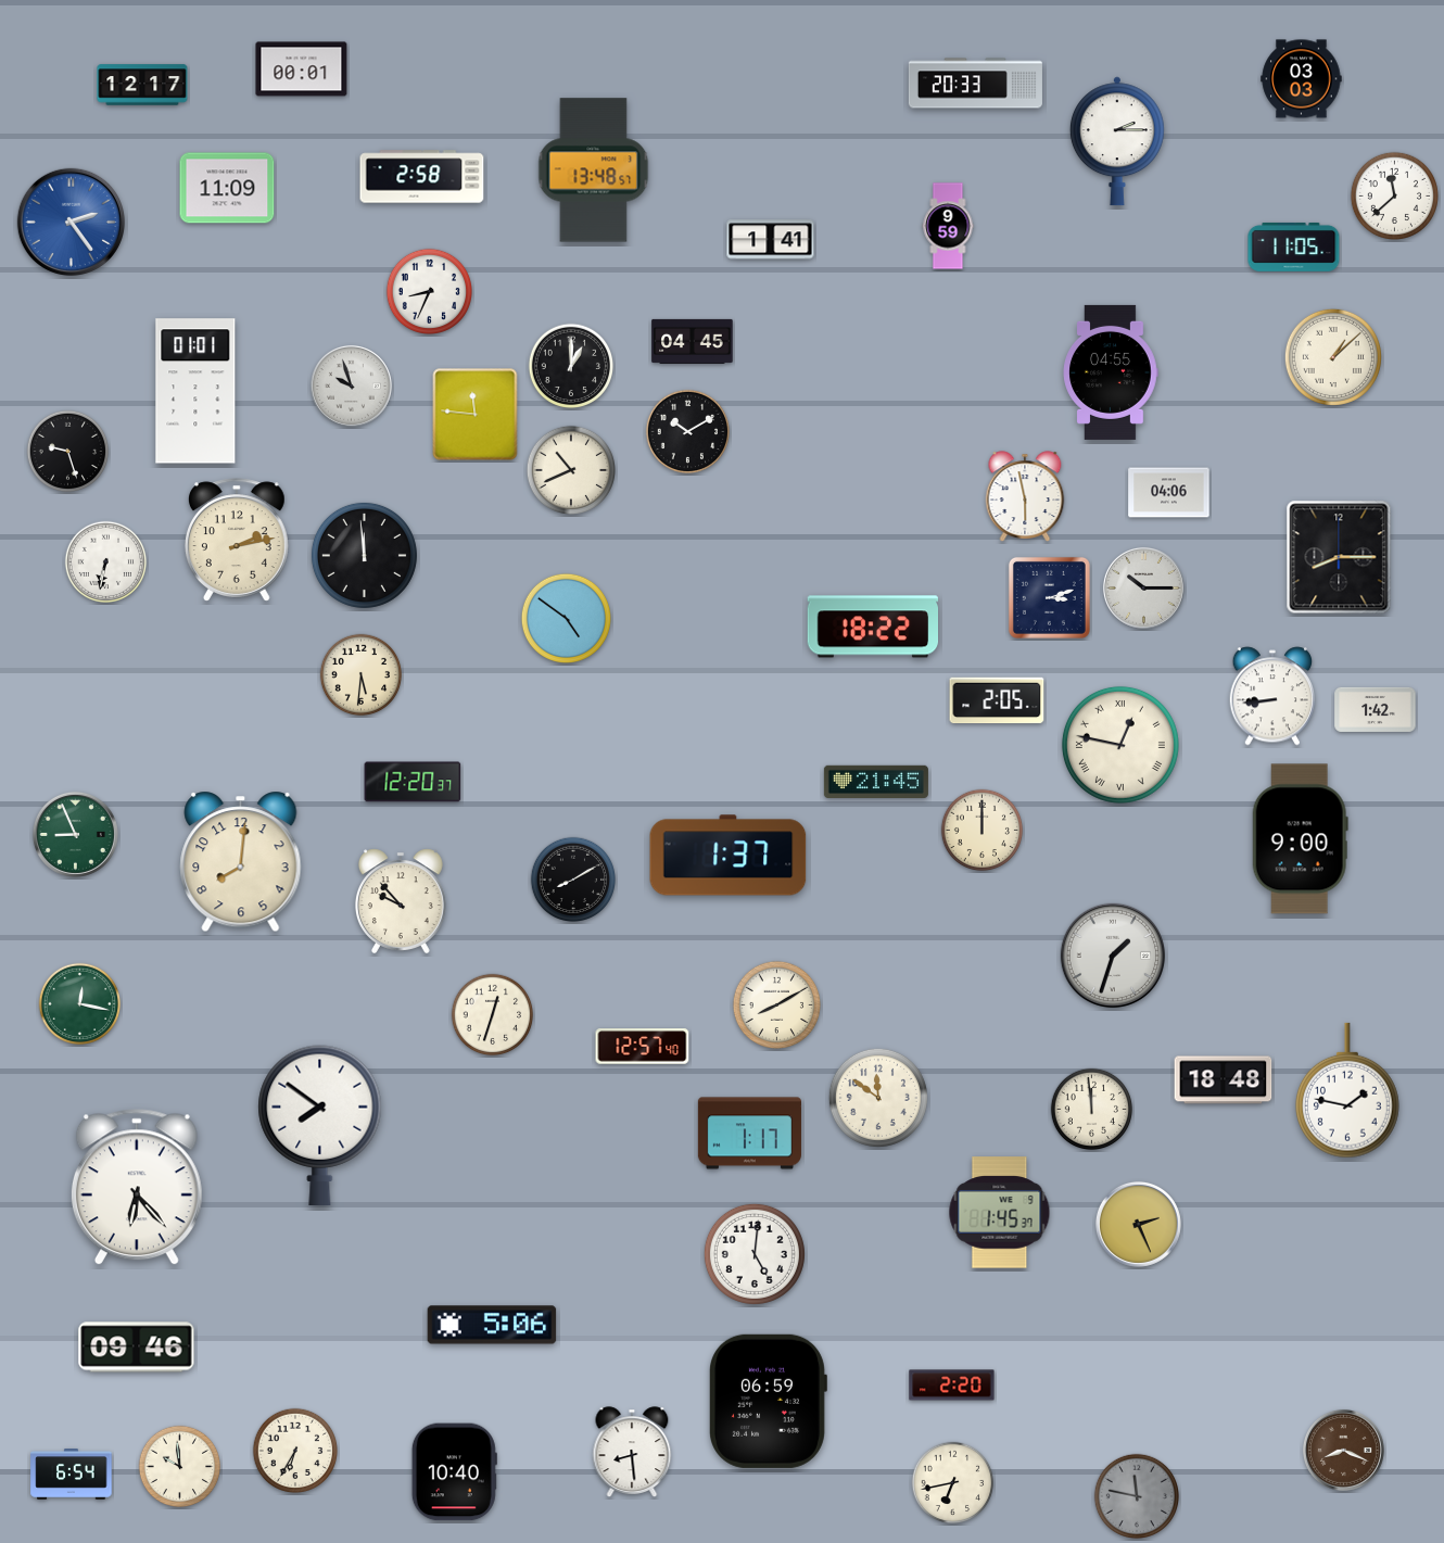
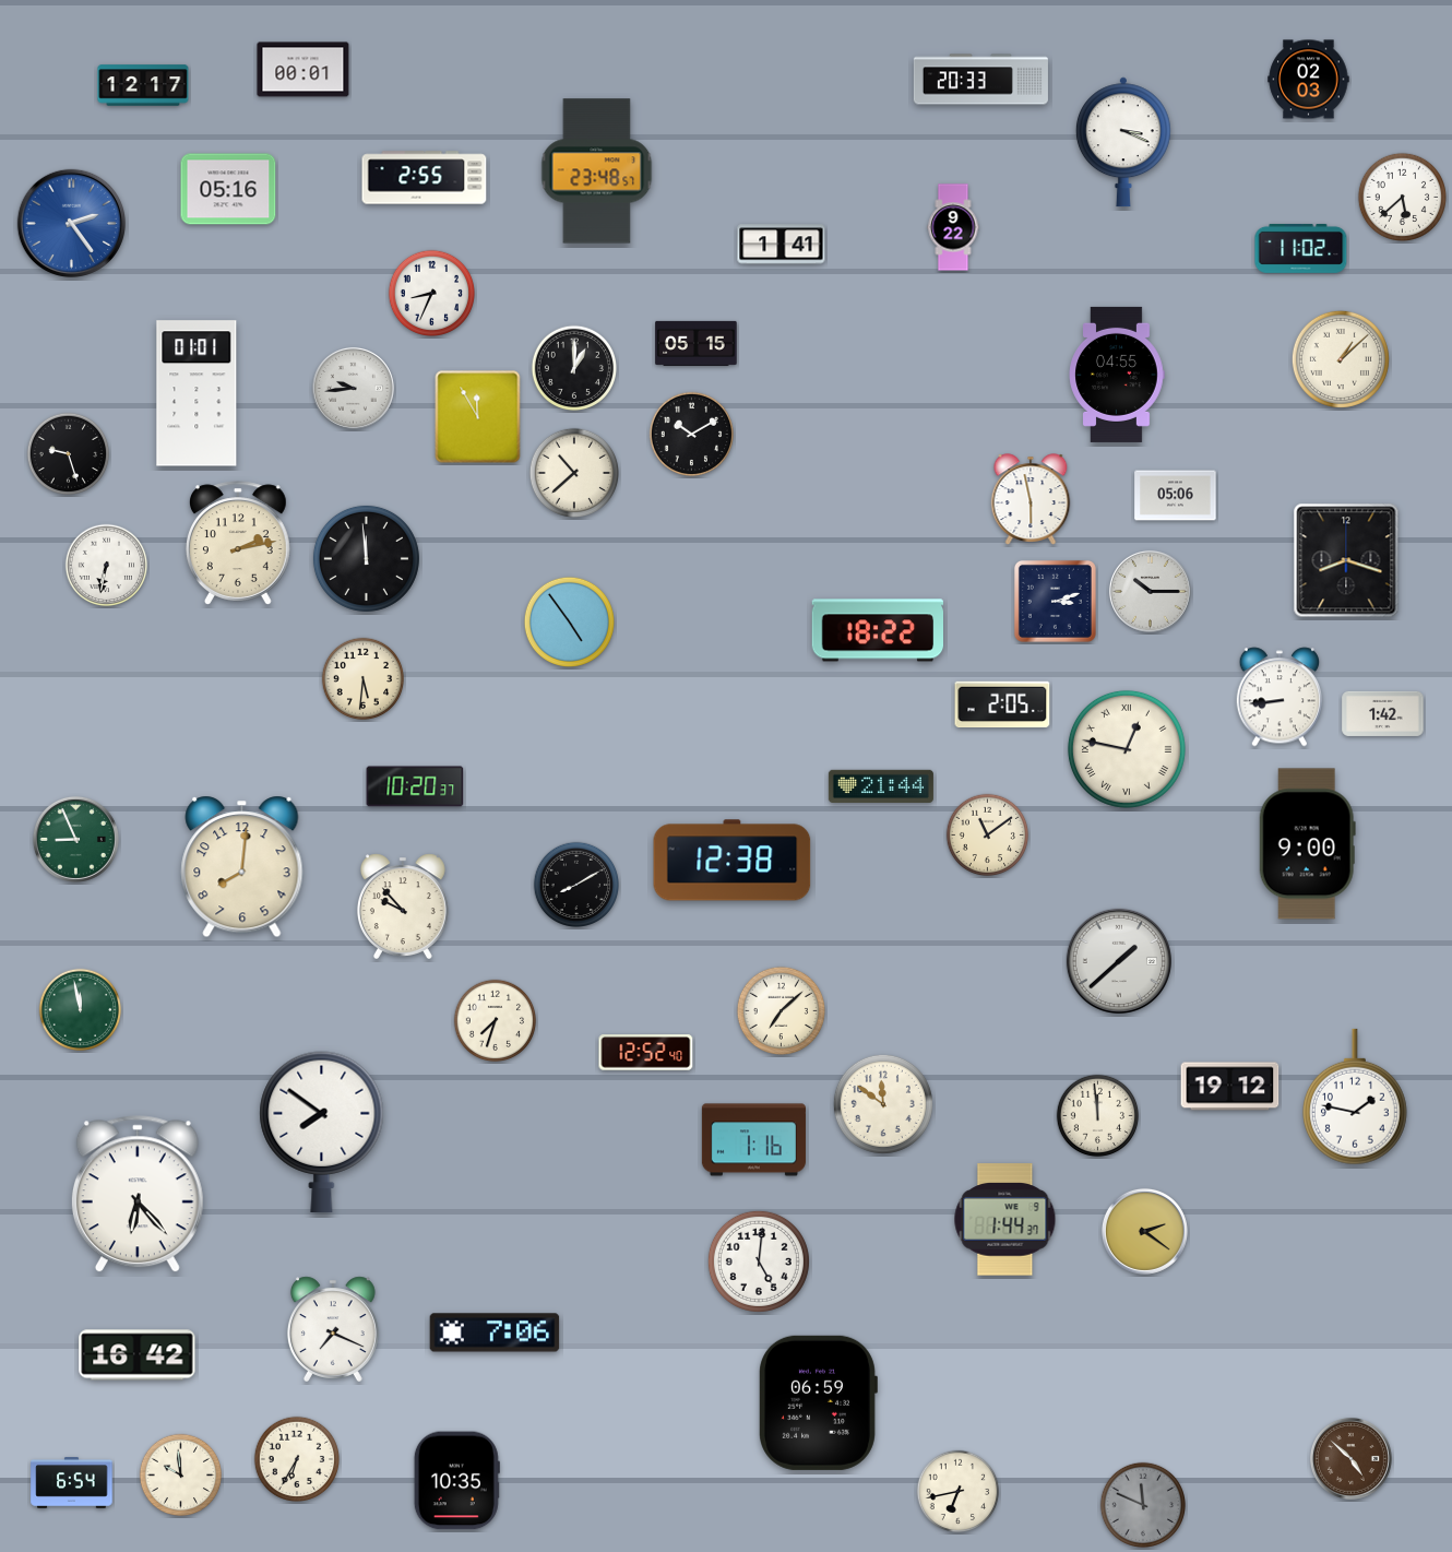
clock at (1302, 79): 03:03 -> 02:03
clock at (975, 84) position: (975, 84) -> (980, 80)
clock at (1117, 141): 2:15 -> 3:19
clock at (594, 170): 13:48 -> 23:48
clock at (422, 177): 2:58 -> 2:55
clock at (227, 188): 11:09 -> 05:16
clock at (1394, 195): 11:38 -> 5:38
clock at (948, 226): 9:59 -> 9:22
clock at (771, 240) position: (771, 240) -> (782, 245)
clock at (1294, 246): 11:05 -> 11:02
clock at (693, 341): 04:45 -> 05:15
clock at (351, 385): 9:57 -> 9:44
clock at (476, 415): 11:46 -> 11:55
clock at (570, 469): 10:41 -> 10:38
clock at (1169, 493): 04:06 -> 05:06
clock at (1339, 557): 8:15 -> 8:18
clock at (566, 618): 4:51 -> 4:54
clock at (1272, 696) position: (1272, 696) -> (1280, 697)
clock at (876, 781): 21:45 -> 21:44
clock at (413, 782): 12:20 -> 10:20
clock at (983, 831): 12:00 -> 11:09
clock at (729, 856): 1:37 -> 12:38
clock at (1113, 956): 1:33 -> 1:38
clock at (80, 1004): 12:17 -> 11:58
clock at (776, 1004): 8:10 -> 7:08
clock at (493, 1015): 12:33 -> 7:33
clock at (643, 1047): 12:57 -> 12:52
clock at (1224, 1080): 18:48 -> 19:12
clock at (749, 1134): 1:17 -> 1:16
clock at (1000, 1213): 1:45 -> 1:44
clock at (1138, 1224): 2:26 -> 2:21
clock at (333, 1329): none -> 7:19
clock at (492, 1325): 5:06 -> 7:06
clock at (137, 1348): 09:46 -> 16:42
clock at (952, 1386): 2:20 -> none
clock at (769, 1401) position: (769, 1401) -> (819, 1402)
clock at (1343, 1450): 8:19 -> 4:52
clock at (632, 1452): 8:29 -> none
clock at (454, 1472): 10:40 -> 10:35
clock at (1137, 1496): 11:47 -> 11:49
